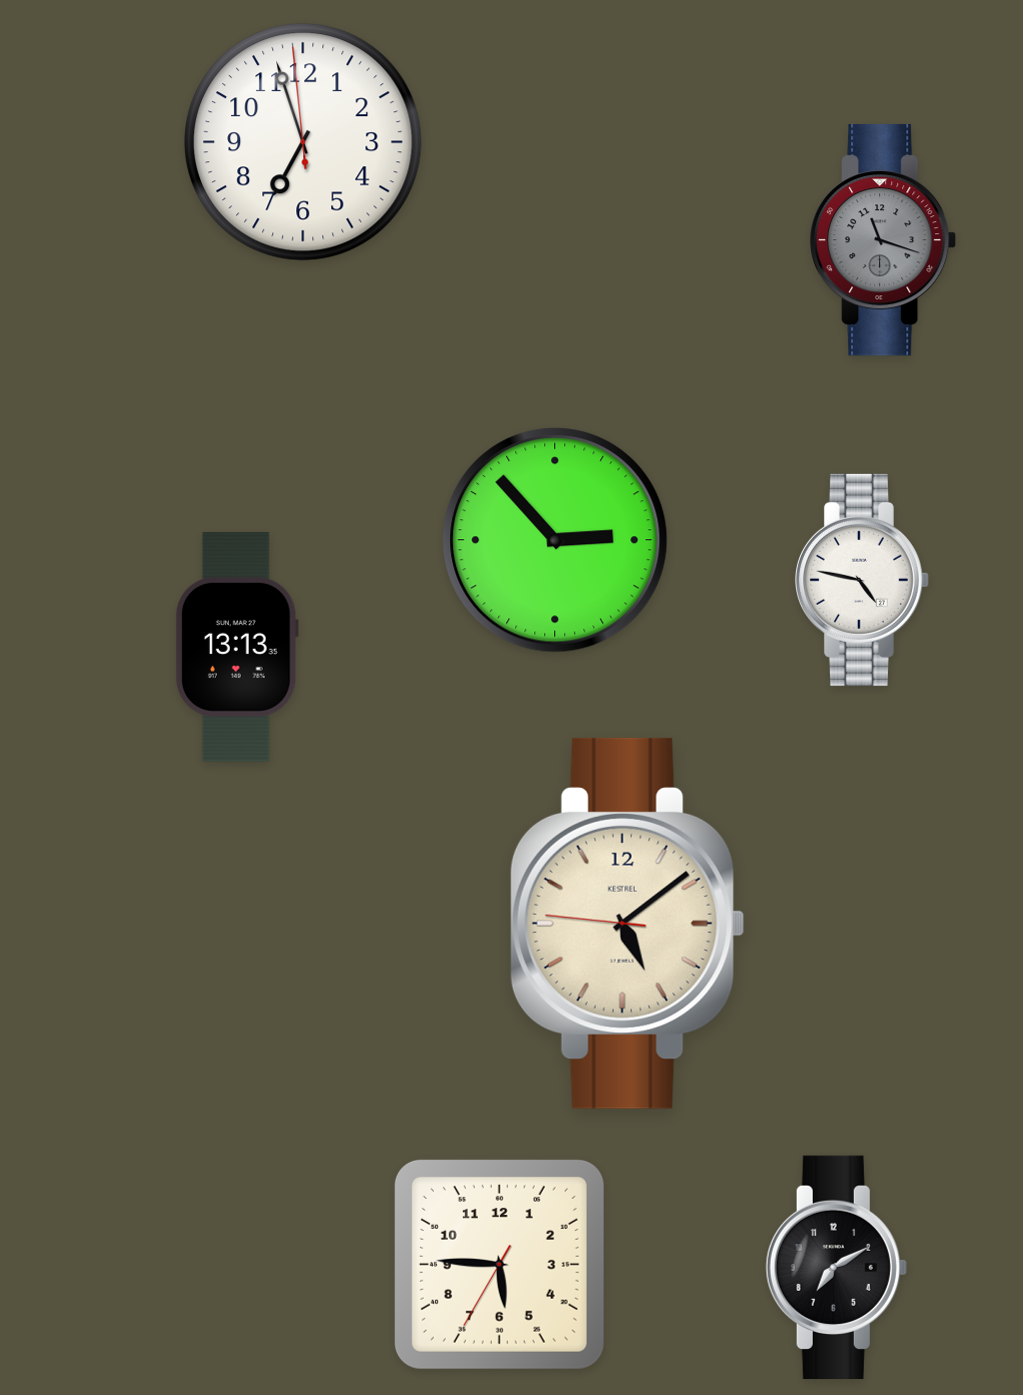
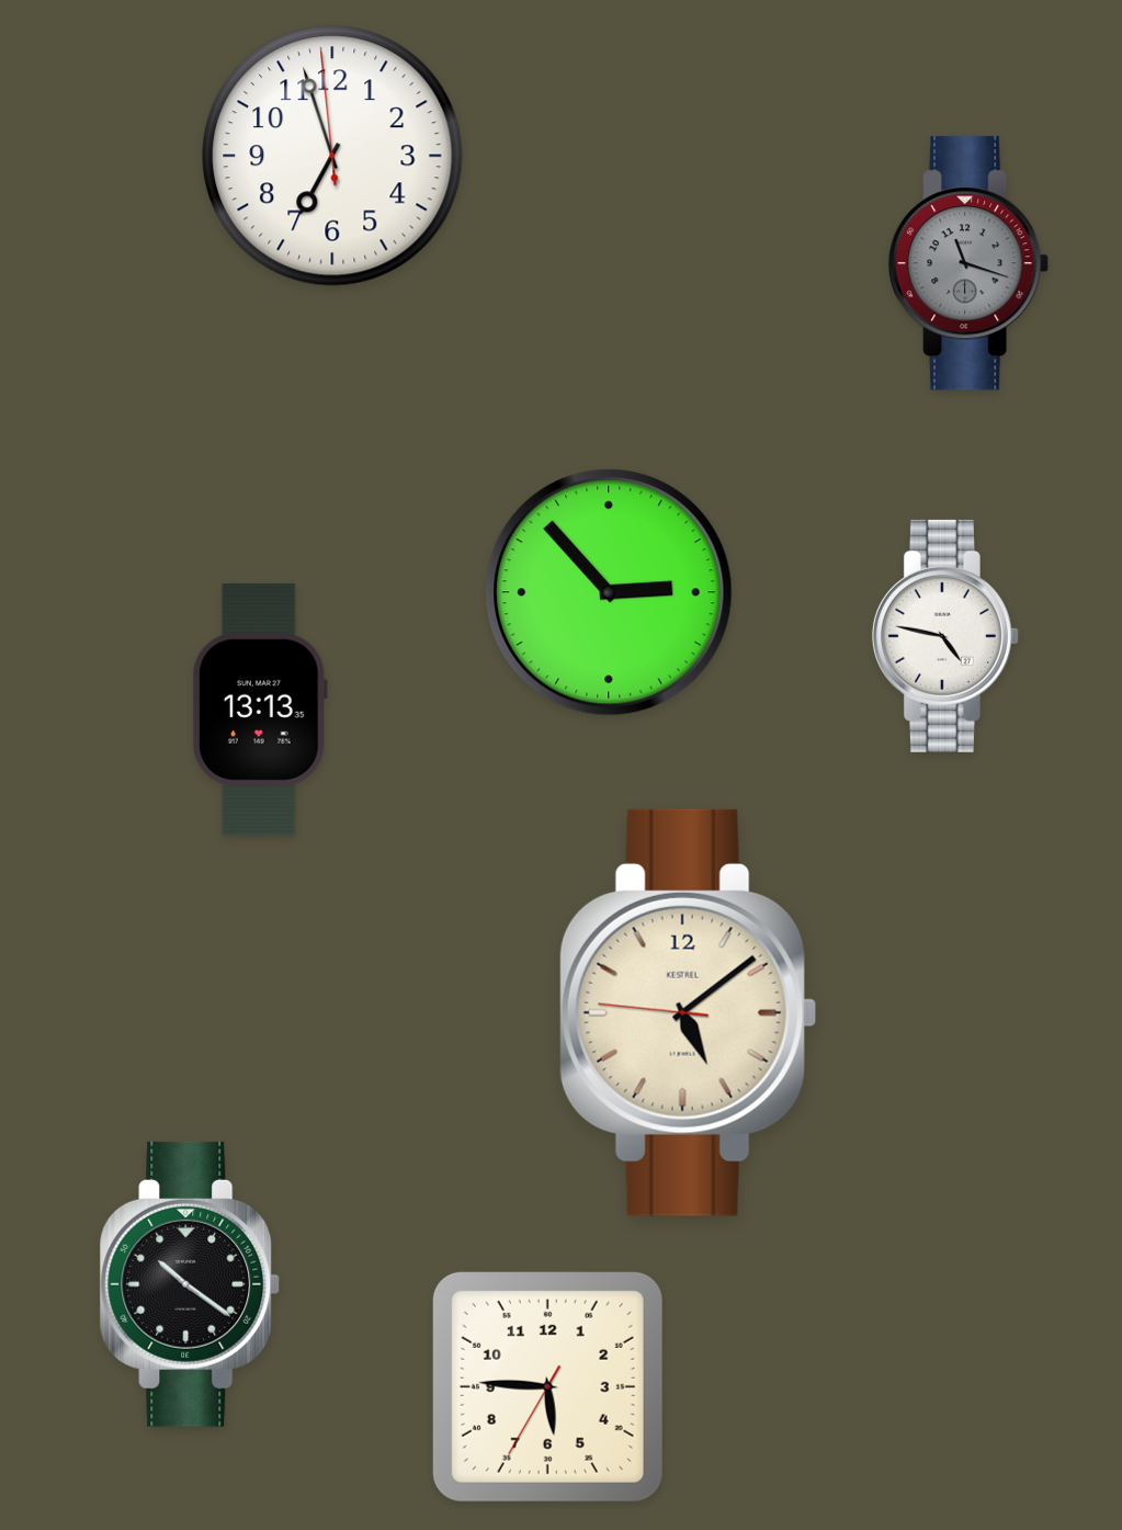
clock at (190, 1284): none -> 10:21
clock at (836, 1267): 7:10 -> none
